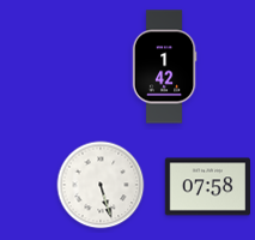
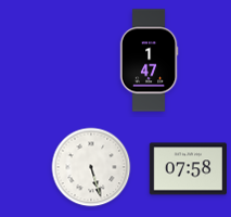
clock at (164, 67): 1:42 -> 1:47
